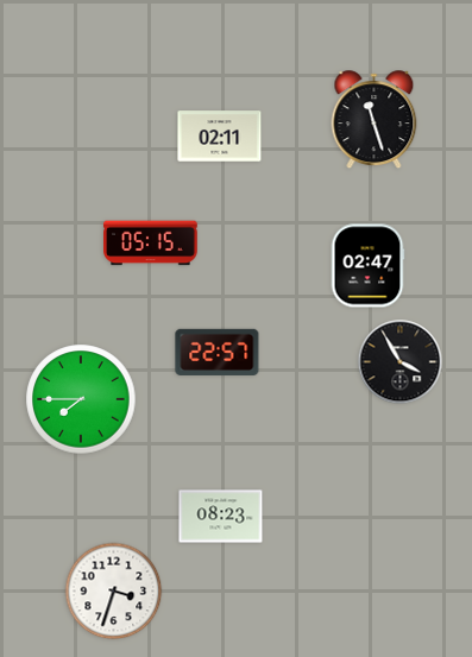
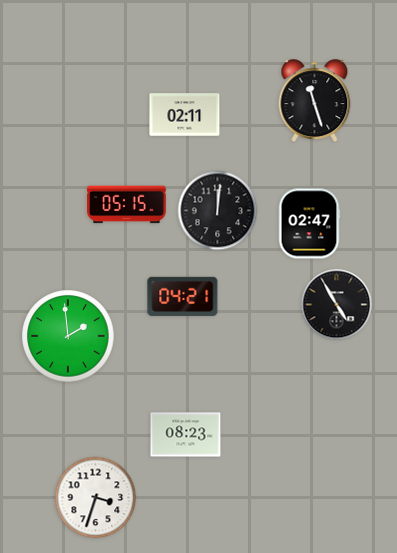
clock at (218, 211): none -> 12:01
clock at (218, 352): 22:57 -> 04:21
clock at (401, 362): 3:55 -> 4:55
clock at (81, 399): 7:45 -> 1:59
